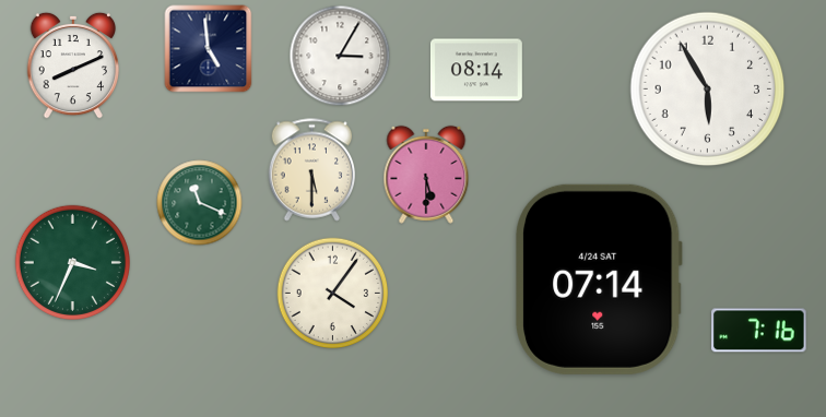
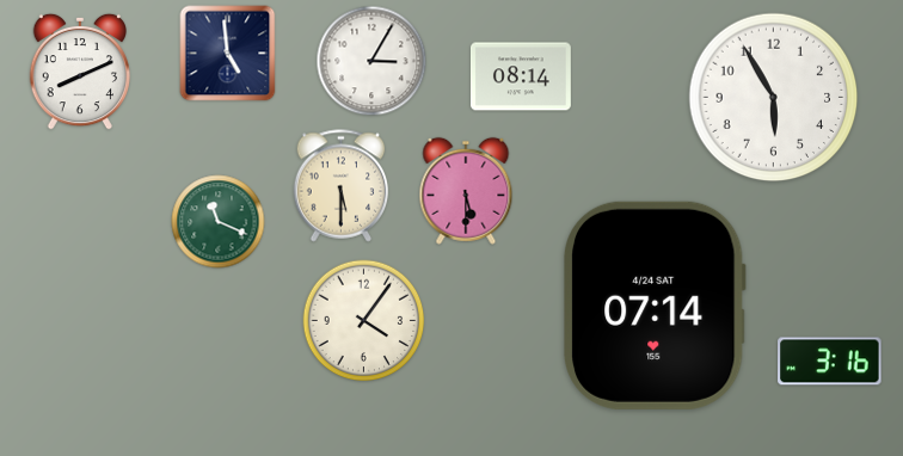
clock at (72, 262): 3:34 -> none
clock at (759, 331): 7:16 -> 3:16
